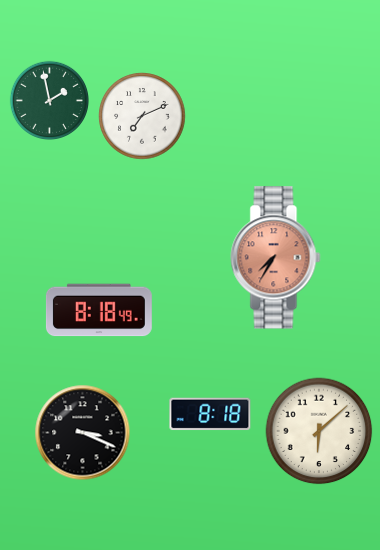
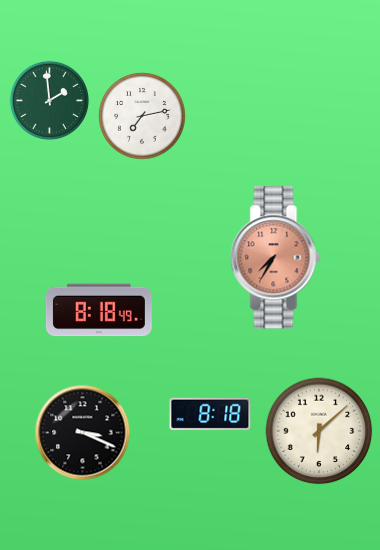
clock at (49, 100): 1:58 -> 1:59
clock at (142, 116): 7:11 -> 7:13
